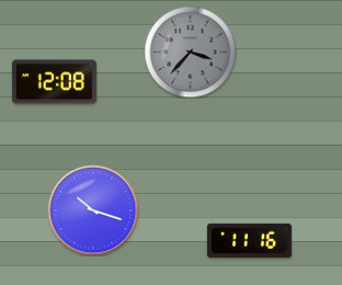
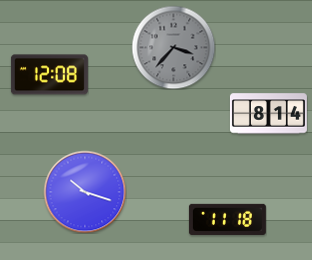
clock at (268, 114): none -> 8:14
clock at (249, 240): 11:16 -> 11:18
